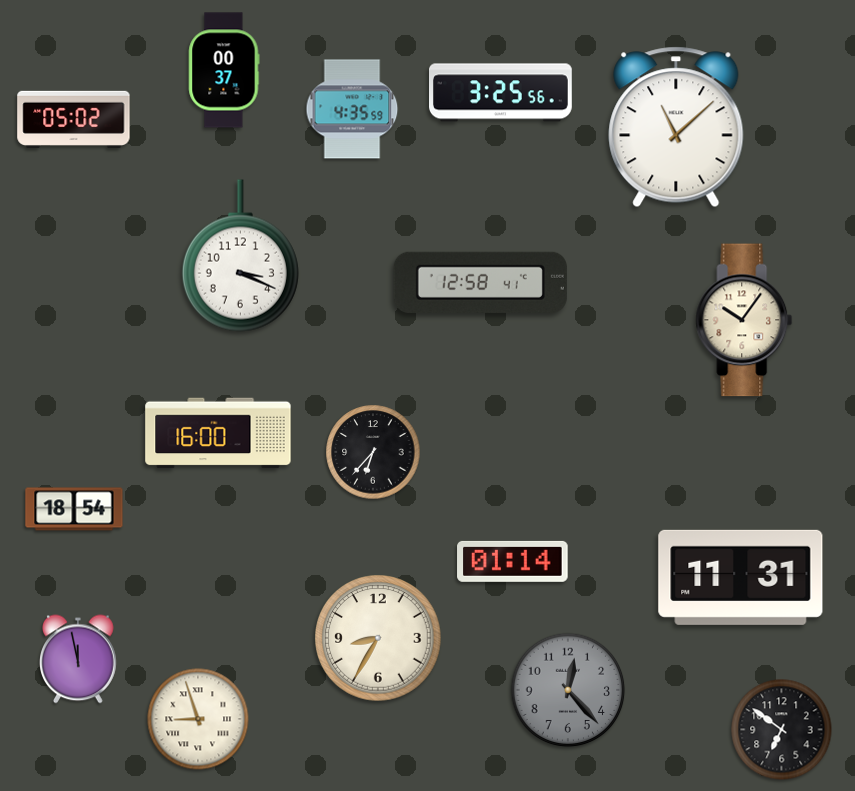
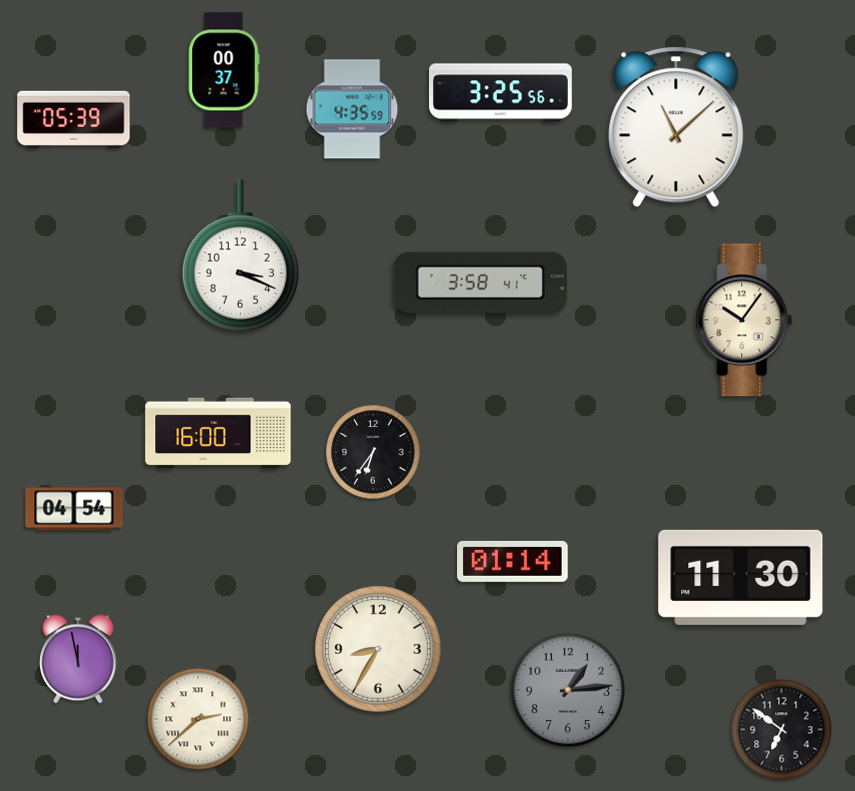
clock at (74, 119): 05:02 -> 05:39
clock at (480, 282): 12:58 -> 3:58
clock at (373, 452): 6:37 -> 6:36
clock at (74, 509): 18:54 -> 04:54
clock at (741, 577): 11:31 -> 11:30
clock at (378, 638) position: (378, 638) -> (378, 649)
clock at (568, 690): 12:23 -> 1:14
clock at (198, 719): 8:57 -> 2:38
